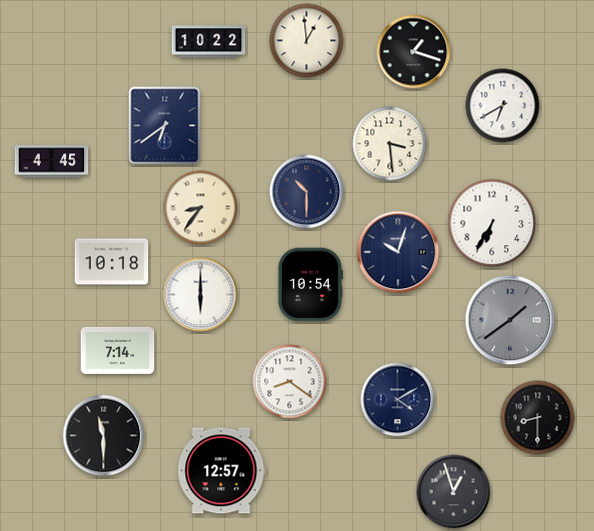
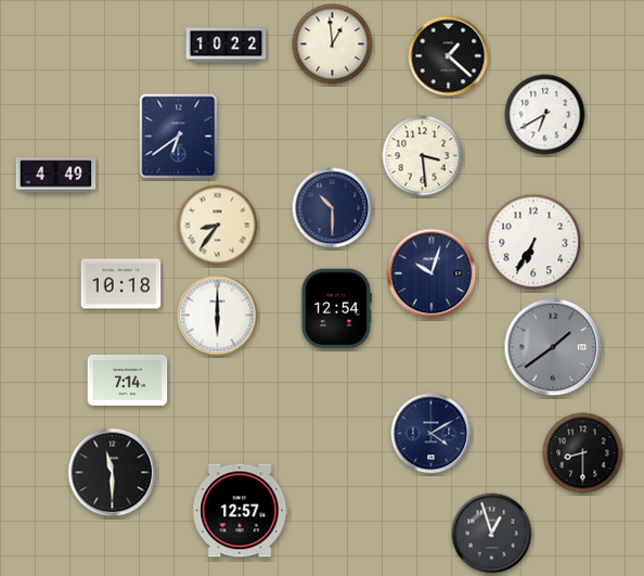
clock at (414, 52): 1:18 -> 1:22
clock at (52, 162): 4:45 -> 4:49
clock at (310, 285): 10:54 -> 12:54
clock at (201, 295) position: (201, 295) -> (218, 316)
clock at (290, 382): 8:21 -> none
